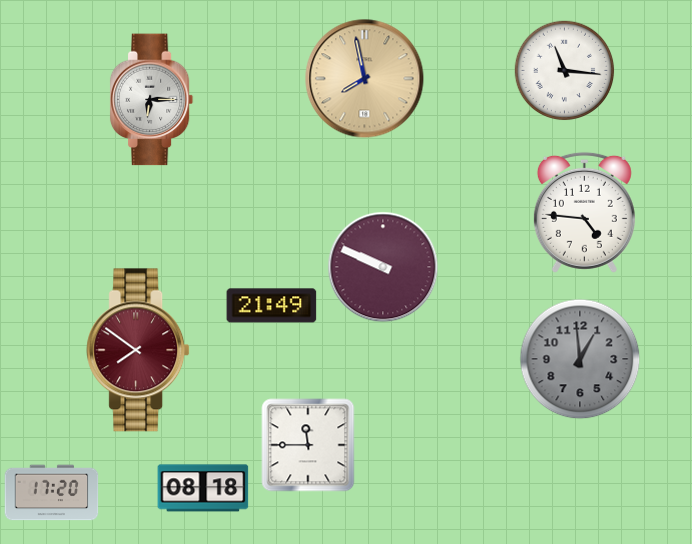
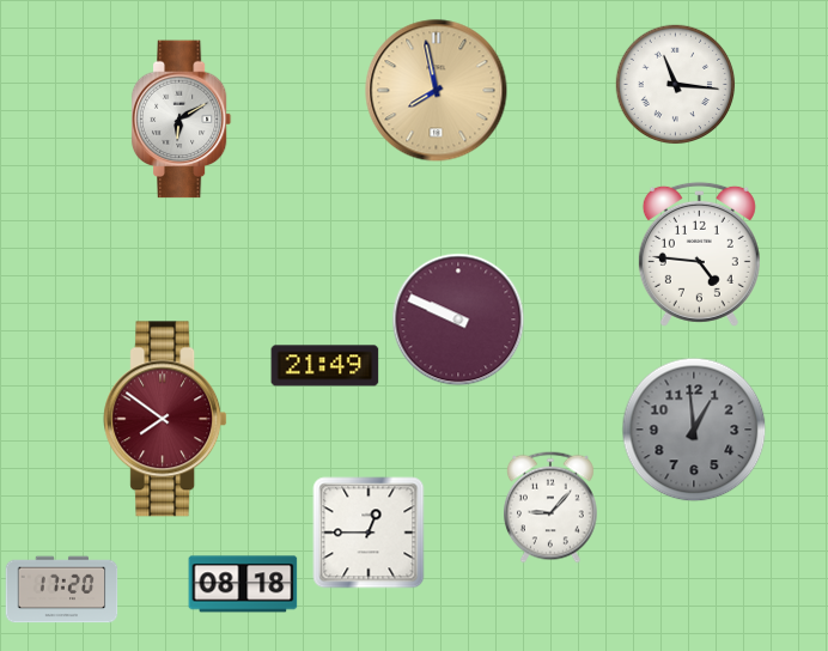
clock at (365, 79) position: (365, 79) -> (437, 91)
clock at (152, 100): 6:15 -> 6:10
clock at (550, 507): none -> 9:07
clock at (308, 445): 11:45 -> 12:45
